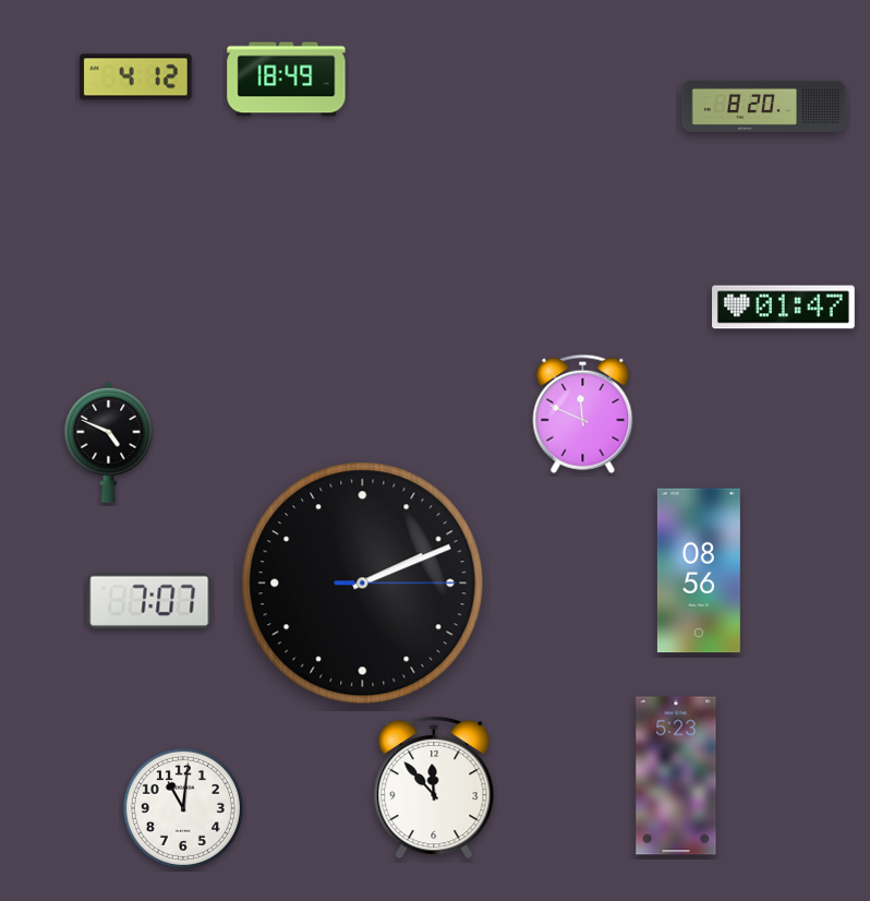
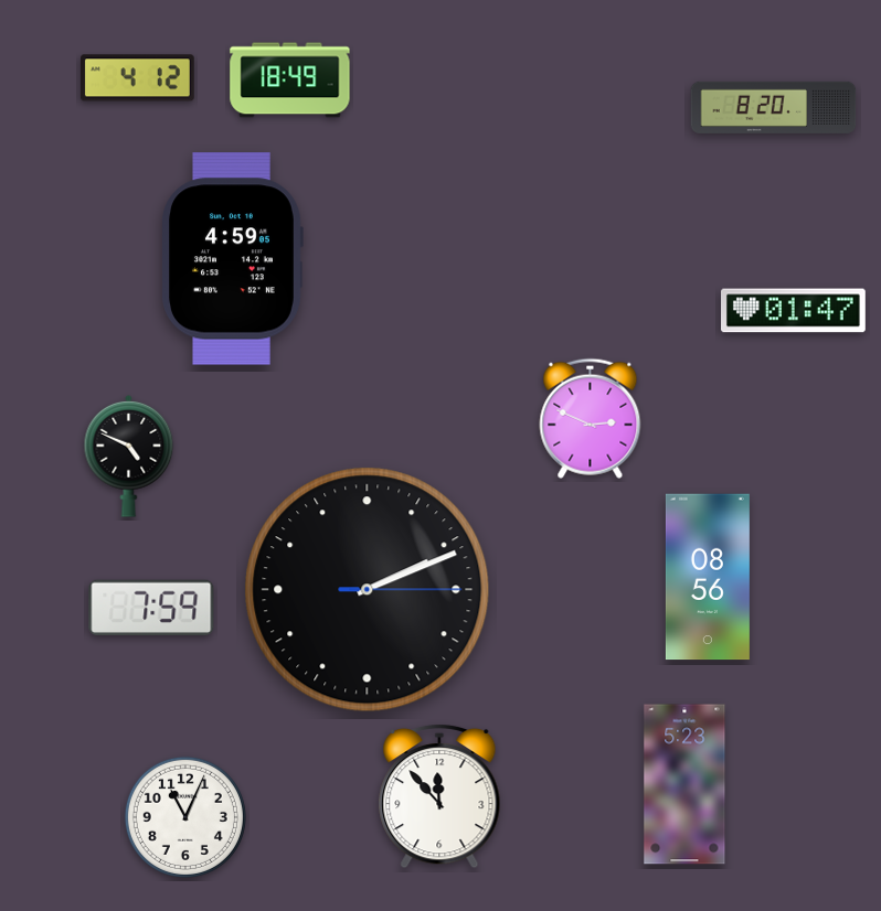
clock at (232, 259): none -> 4:59
clock at (583, 413): 11:49 -> 2:49
clock at (109, 442) position: (109, 442) -> (129, 456)
clock at (149, 600): 7:07 -> 7:59
clock at (183, 808): 11:01 -> 11:04
